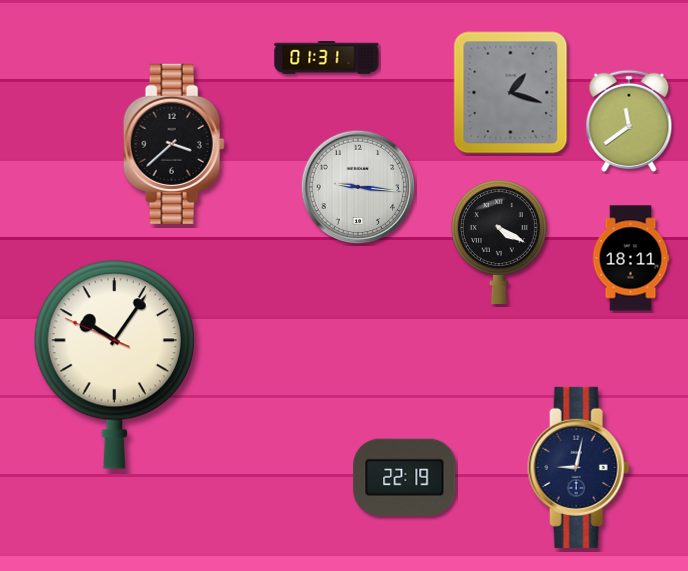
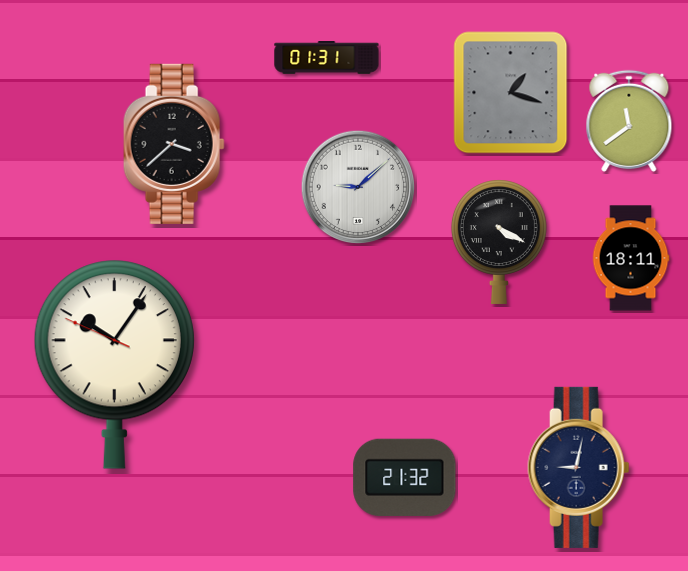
clock at (358, 187): 9:16 -> 9:08
clock at (405, 477): 22:19 -> 21:32
